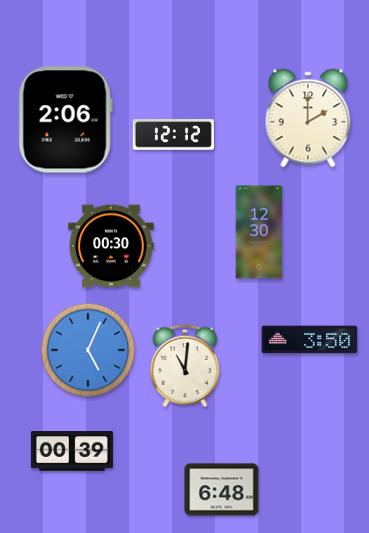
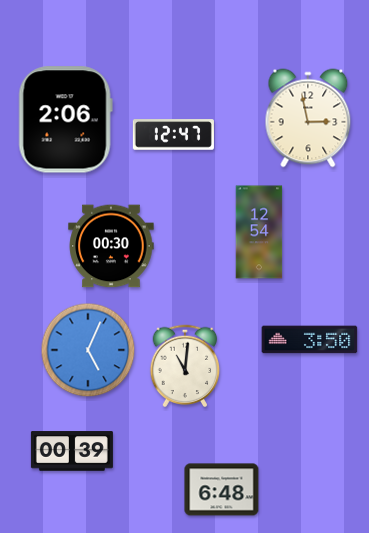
clock at (308, 118): 2:00 -> 2:58
clock at (173, 135): 12:12 -> 12:47
clock at (259, 232): 12:30 -> 12:54
